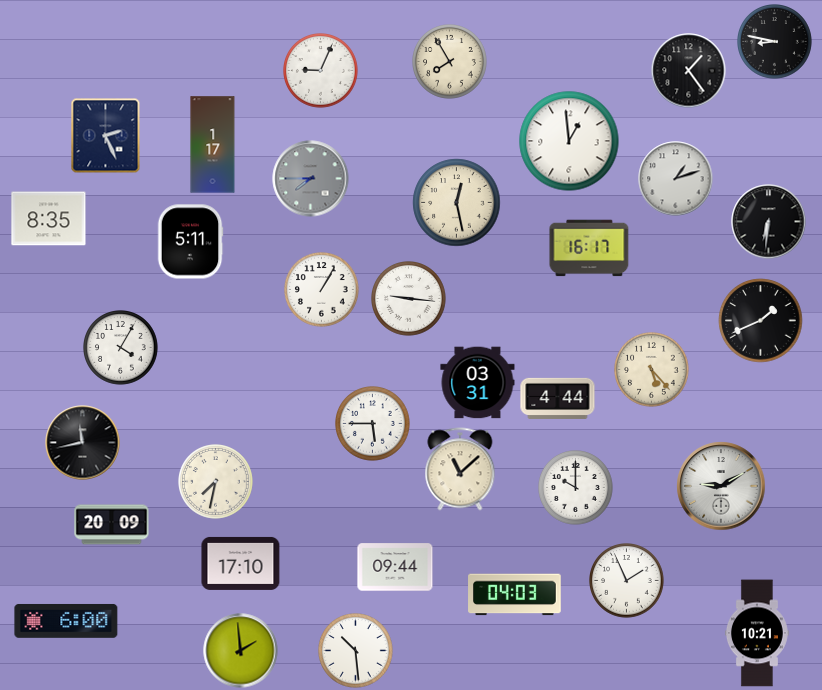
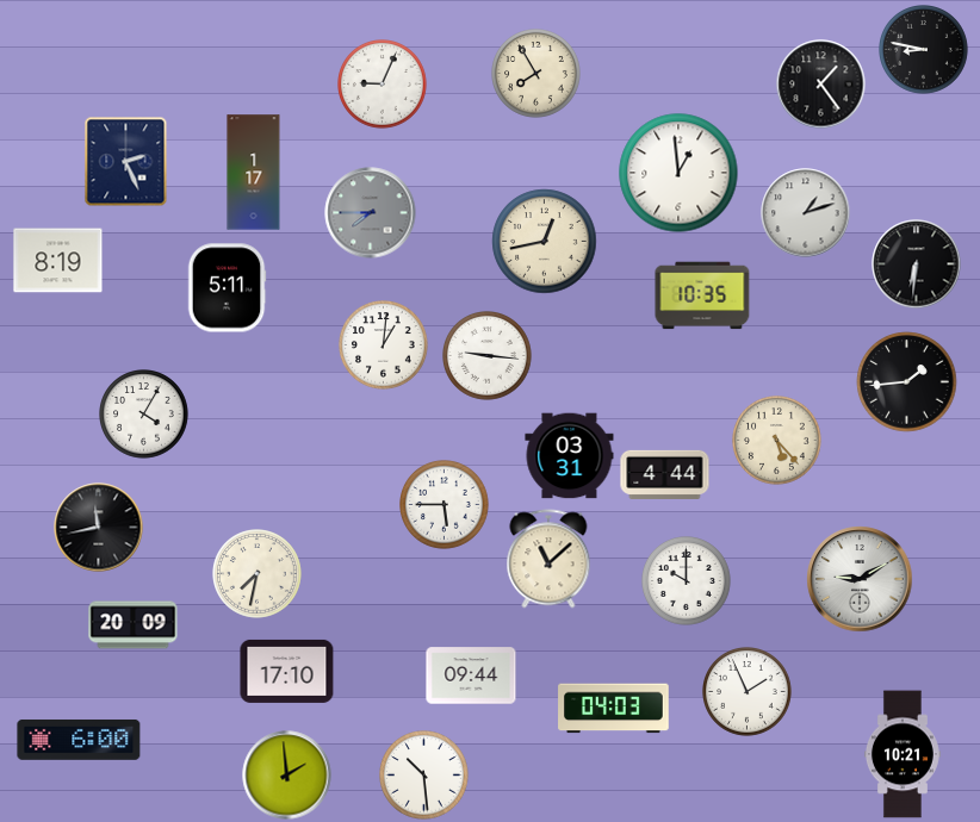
clock at (569, 141) position: (569, 141) -> (678, 173)
clock at (457, 203): 12:28 -> 12:43
clock at (49, 219): 8:35 -> 8:19
clock at (589, 248): 16:17 -> 10:35
clock at (322, 290): 1:05 -> 1:01
clock at (761, 321): 1:41 -> 1:44
